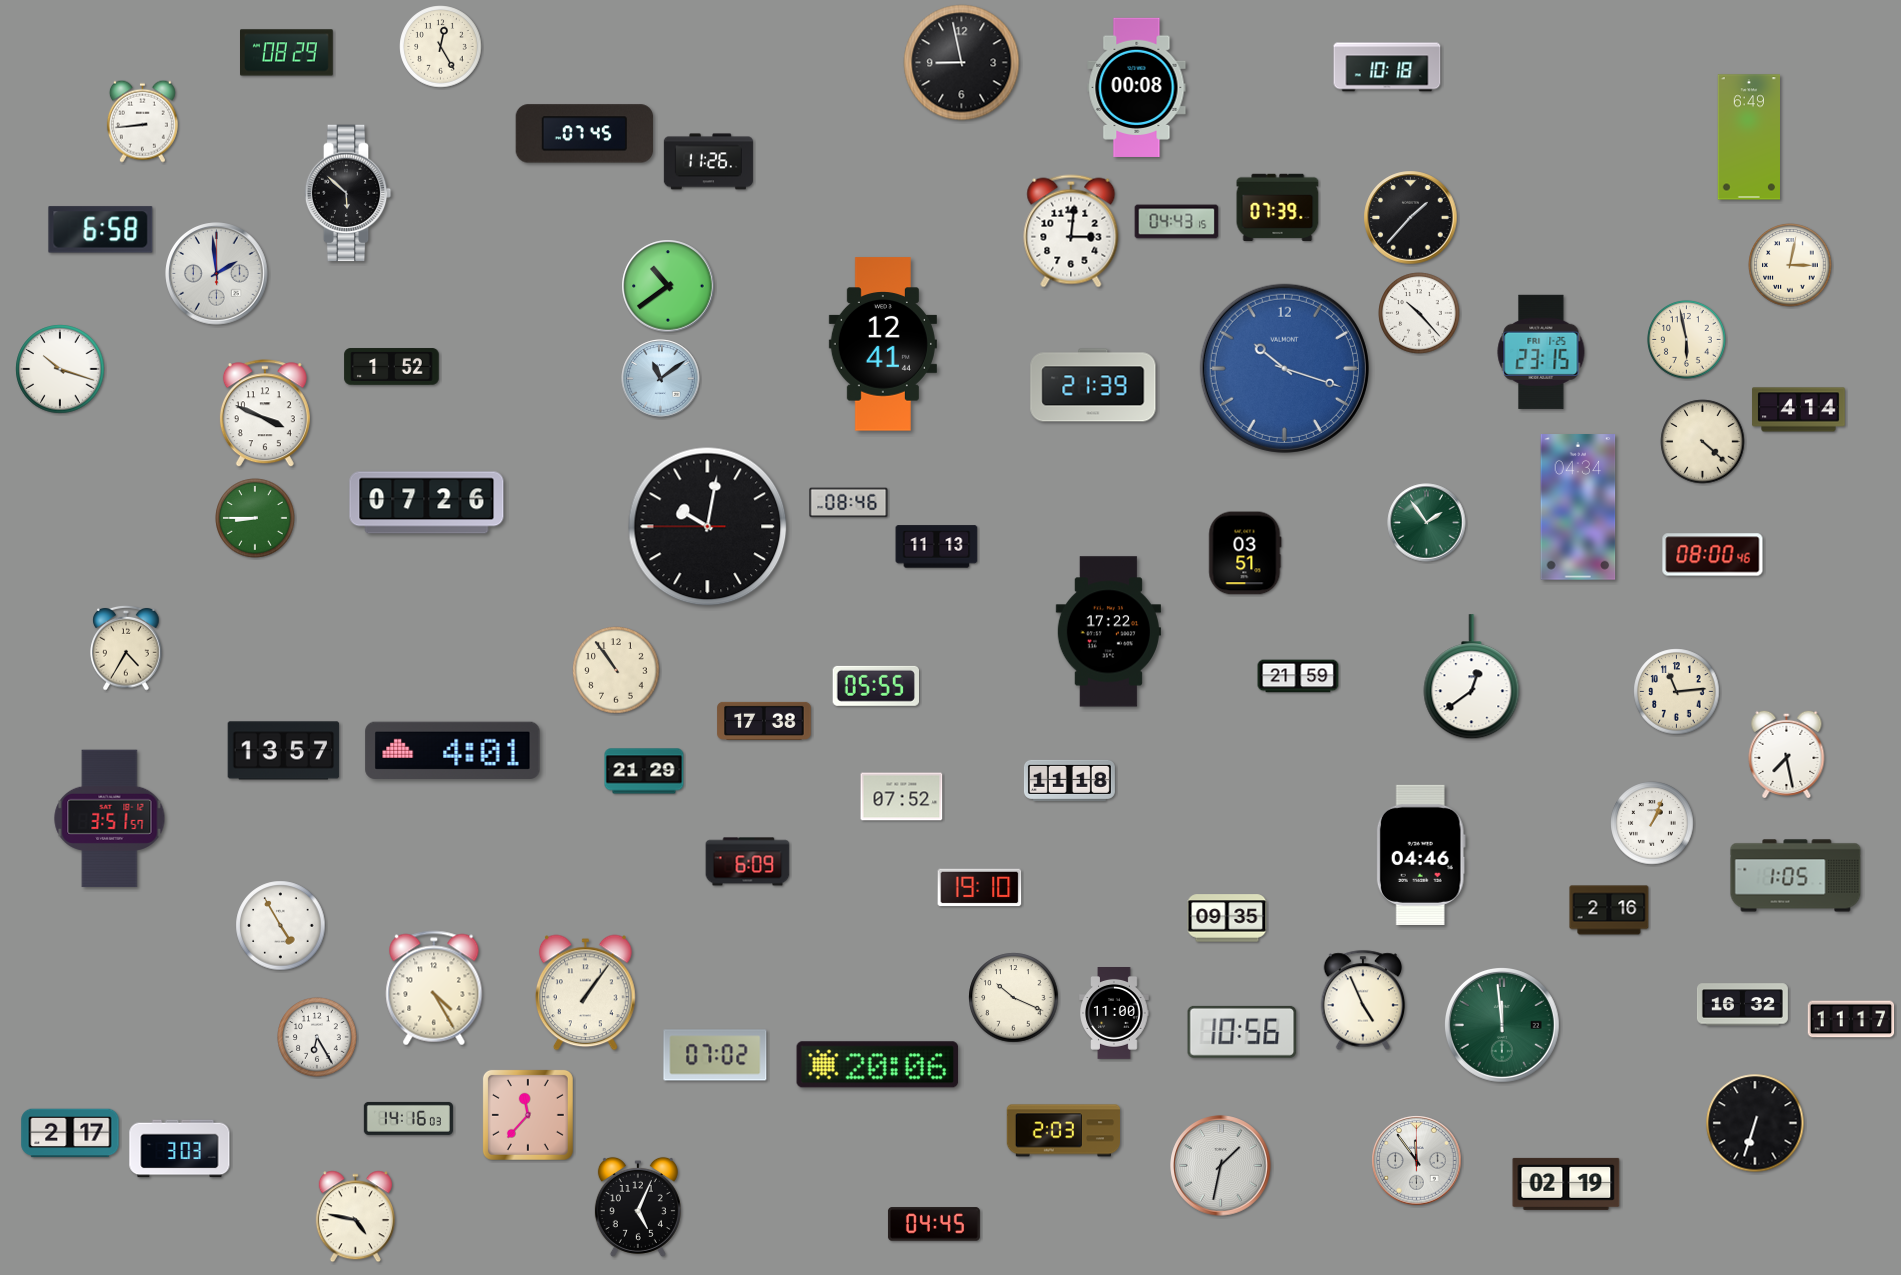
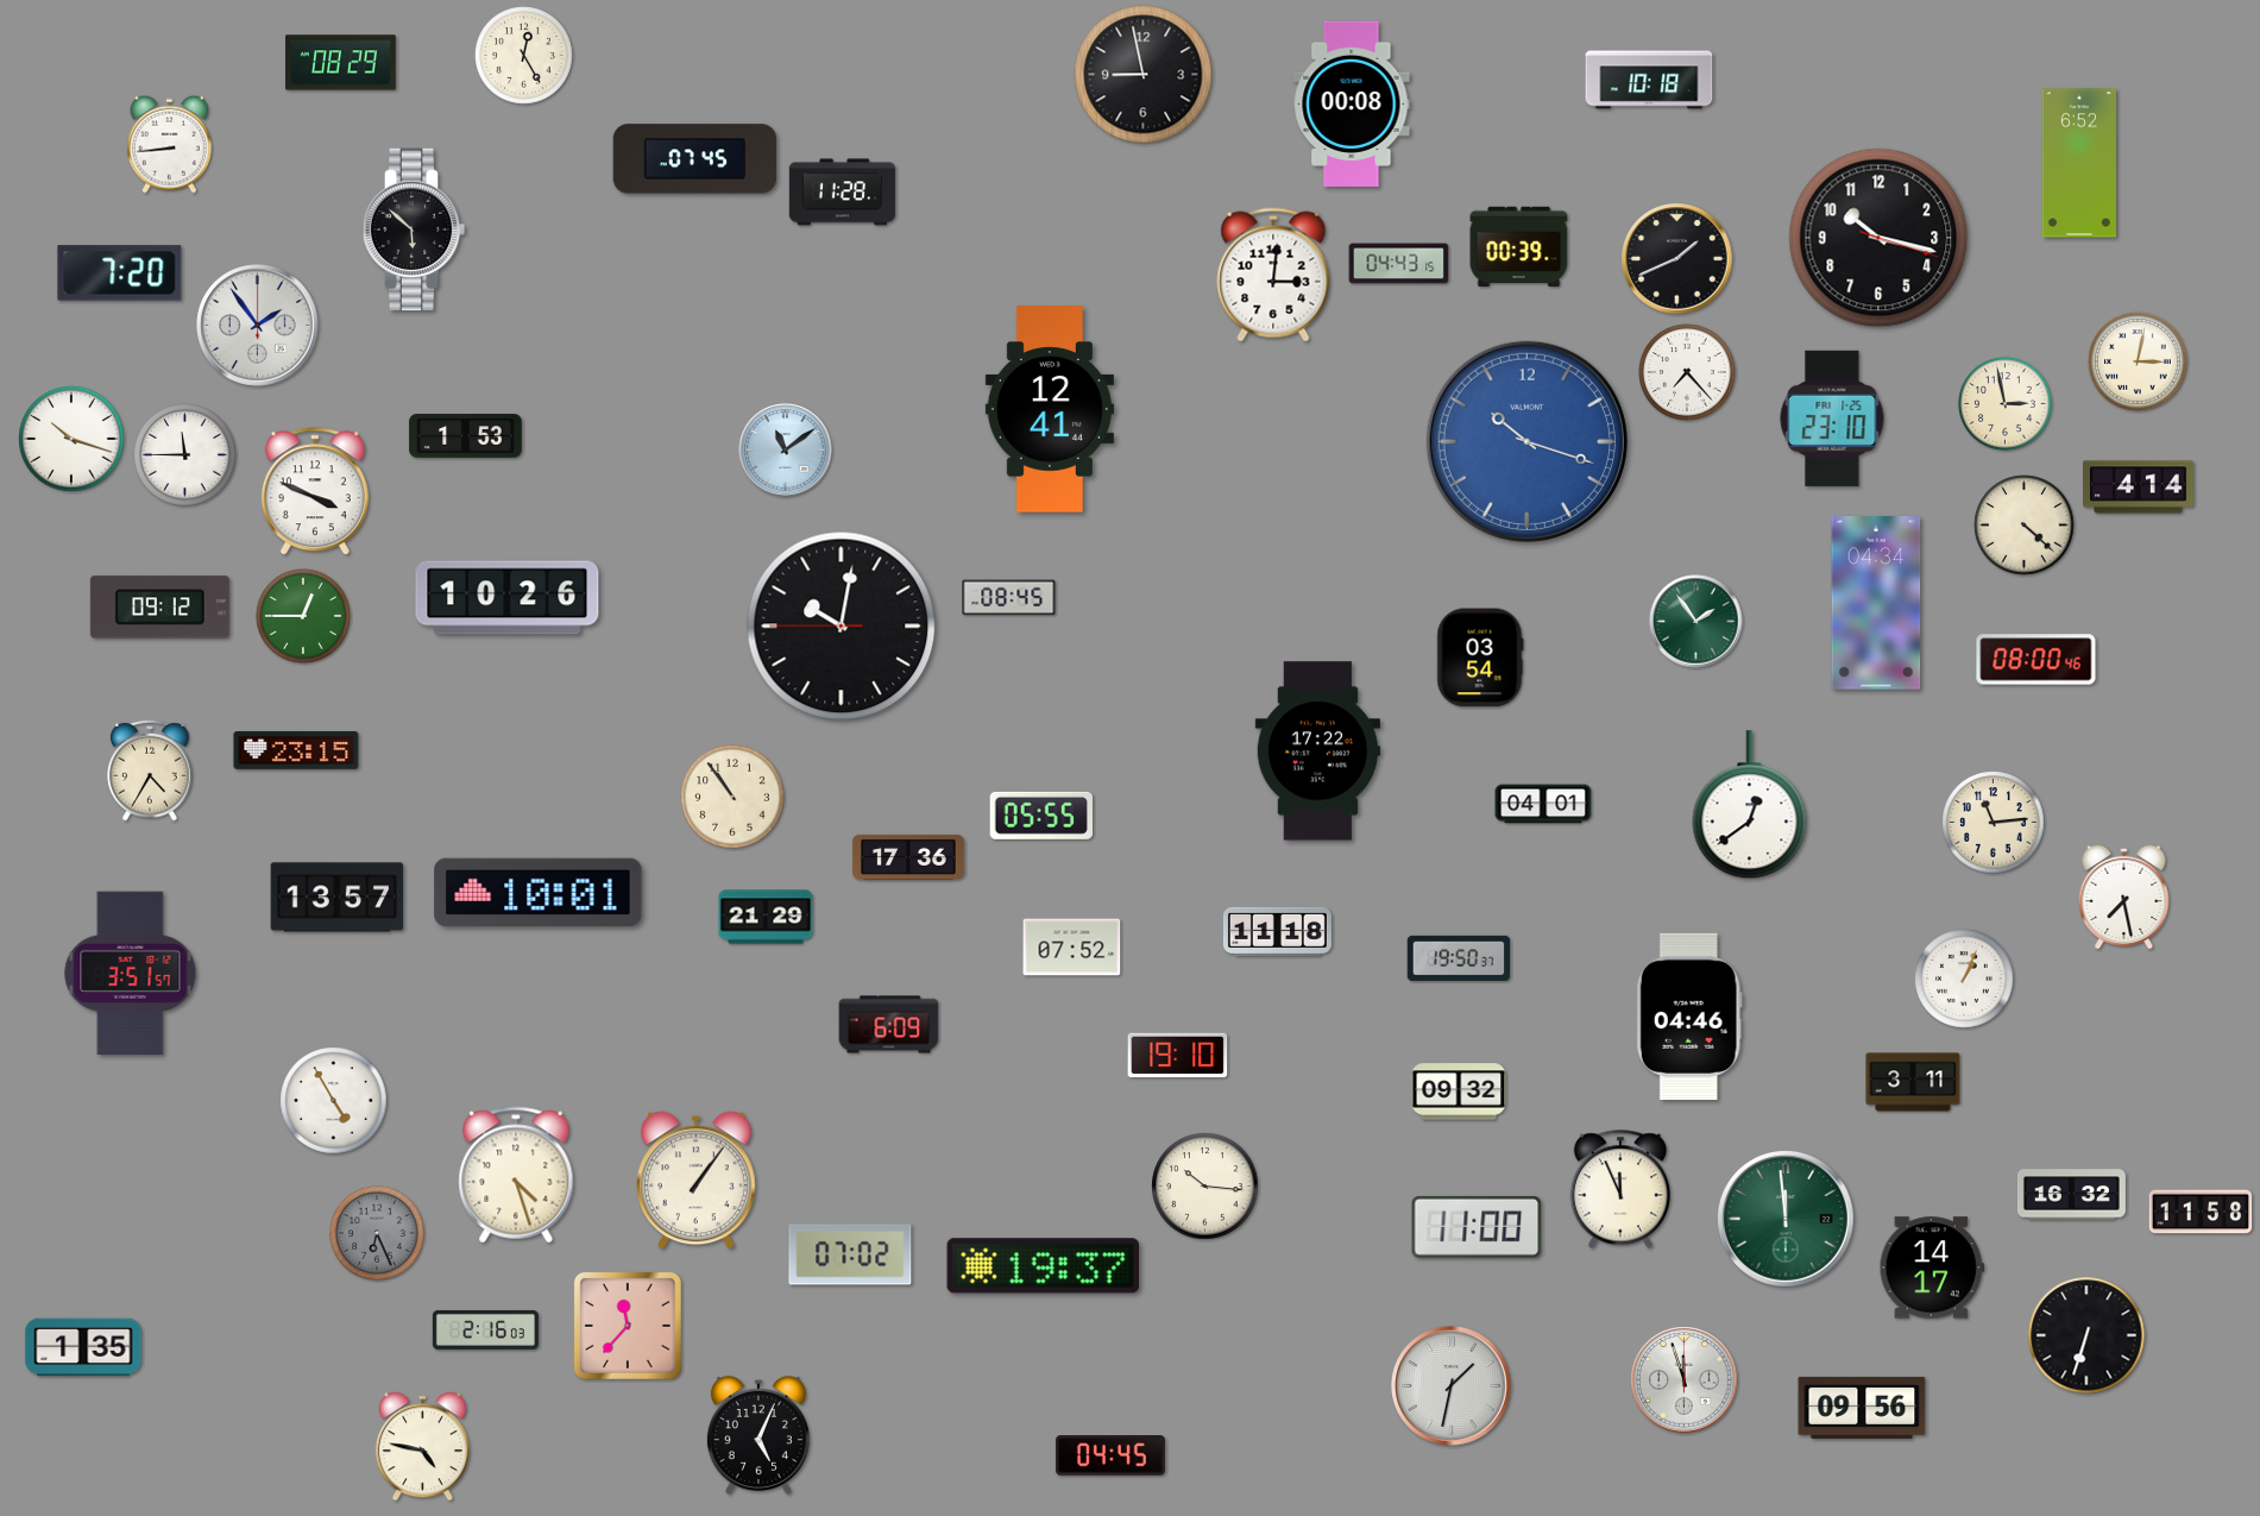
clock at (1748, 137): 6:49 -> 6:52
clock at (708, 162): 11:26 -> 11:28
clock at (1878, 238): none -> 10:17
clock at (1278, 207): 07:39 -> 00:39
clock at (1411, 218): 1:37 -> 1:41
clock at (101, 230): 6:58 -> 7:20
clock at (1790, 265) position: (1790, 265) -> (2138, 361)
clock at (217, 274): 1:59 -> 1:54
clock at (668, 286): 10:39 -> none
clock at (1419, 313): 10:23 -> 7:23
clock at (1687, 340): 5:58 -> 2:58
clock at (1541, 352): 23:15 -> 23:10
clock at (392, 367): 1:52 -> 1:53
clock at (1284, 368) position: (1284, 368) -> (1526, 441)
clock at (185, 455): none -> 11:45
clock at (1093, 385): 21:39 -> none
clock at (427, 503): 07:26 -> 10:26
clock at (849, 503): 08:46 -> 08:45
clock at (159, 608): none -> 09:12
clock at (255, 518): 8:45 -> 12:45
clock at (937, 547): 11:13 -> none
clock at (1245, 553): 03:51 -> 03:54
clock at (296, 751): none -> 23:15
clock at (1298, 676): 21:59 -> 04:01
clock at (764, 721): 17:38 -> 17:36
clock at (453, 750): 4:01 -> 10:01
clock at (284, 751) position: (284, 751) -> (338, 898)
clock at (1069, 780) position: (1069, 780) -> (1277, 931)
clock at (1459, 958): none -> 19:50
clock at (1796, 876): 1:05 -> none
clock at (980, 888) position: (980, 888) -> (1178, 1056)
clock at (1609, 910): 2:16 -> 3:11
clock at (1227, 918): 09:35 -> 09:32
clock at (434, 988): 4:25 -> 4:27
clock at (1014, 998): 10:19 -> 10:16
clock at (1363, 1000): 4:56 -> 11:56
clock at (1114, 1014): 11:00 -> none
clock at (1851, 1019): 11:17 -> 11:58
clock at (1242, 1032): 10:56 -> 11:00
clock at (317, 1037): 6:25 -> 6:26
clock at (317, 1037) dial: white -> grey
clock at (878, 1065): 20:06 -> 19:37
clock at (1932, 1267): none -> 14:17
clock at (408, 1118): 14:16 -> 2:16
clock at (1063, 1131): 2:03 -> none
clock at (70, 1133): 2:17 -> 1:35
clock at (180, 1149): 3:03 -> none
clock at (1417, 1161): 11:54 -> 11:57
clock at (1566, 1184): 02:19 -> 09:56
